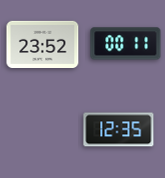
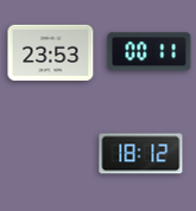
clock at (43, 44): 23:52 -> 23:53
clock at (119, 130): 12:35 -> 18:12
